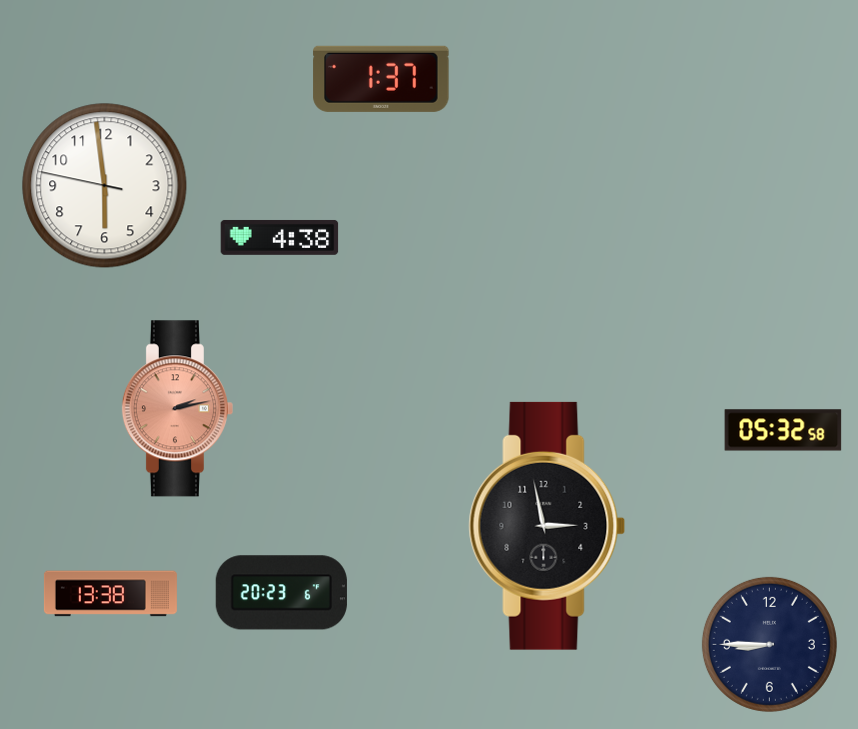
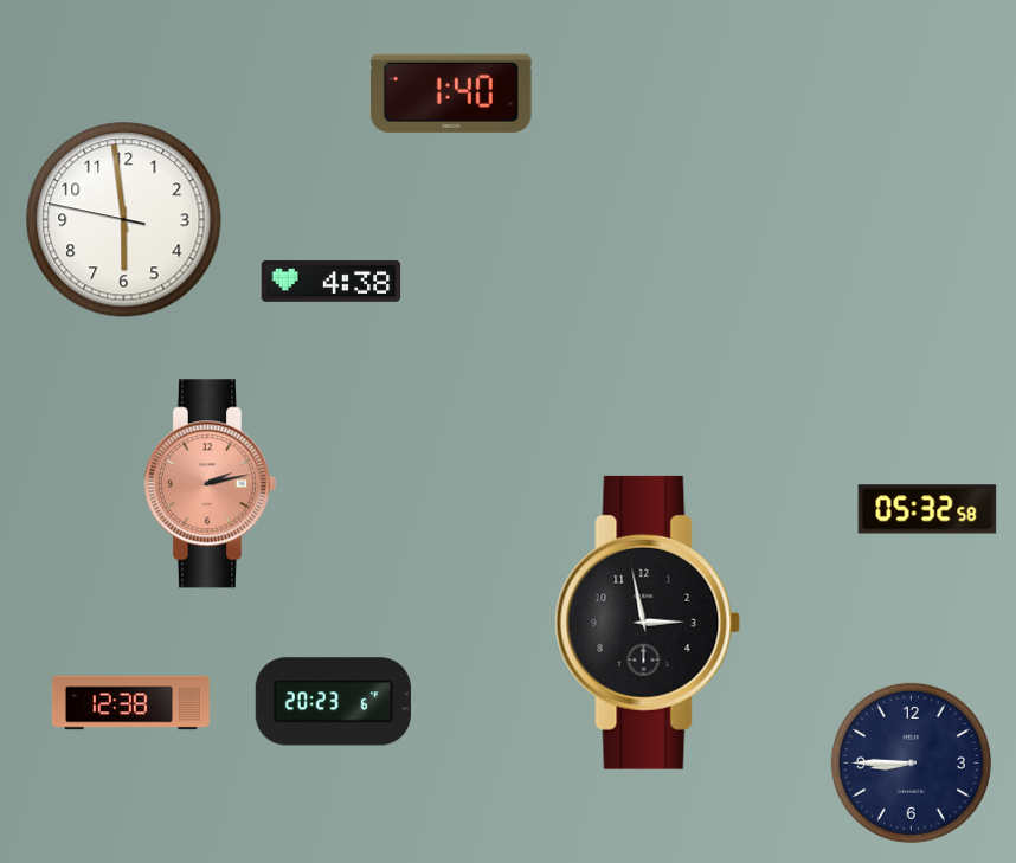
clock at (381, 79): 1:37 -> 1:40
clock at (110, 594): 13:38 -> 12:38
